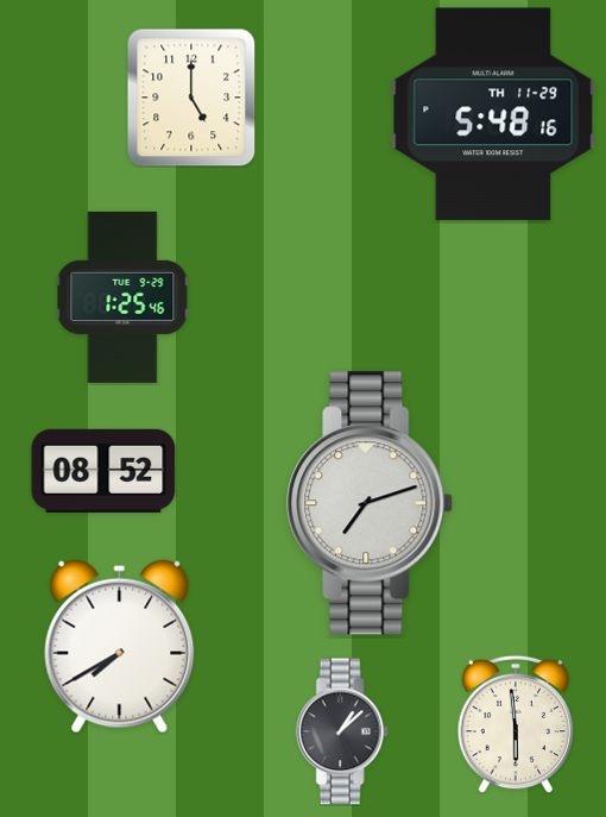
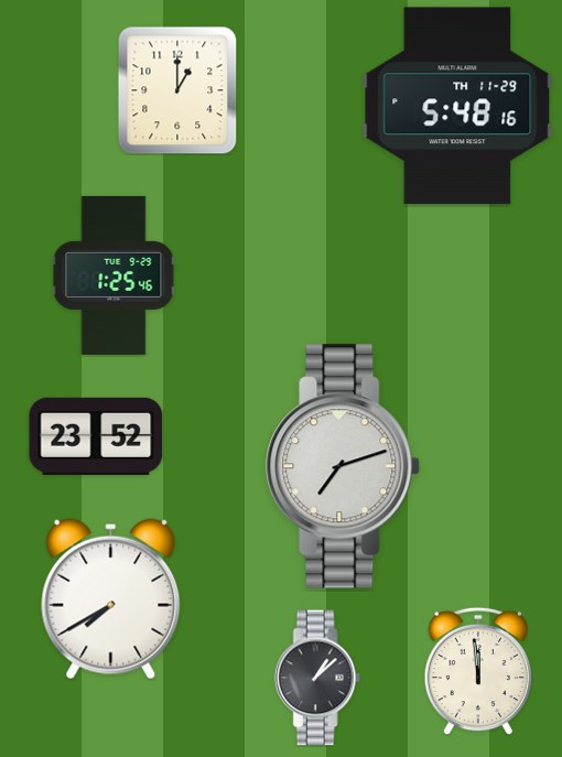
clock at (191, 98): 5:00 -> 1:00
clock at (103, 471): 08:52 -> 23:52
clock at (515, 724): 5:59 -> 11:59
